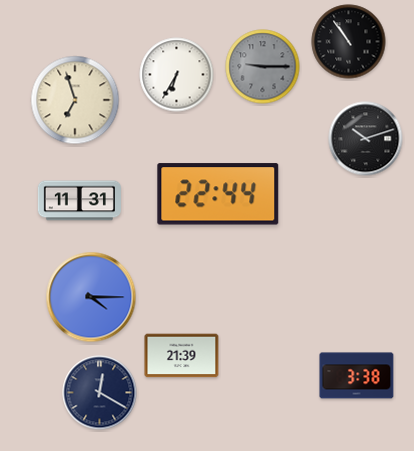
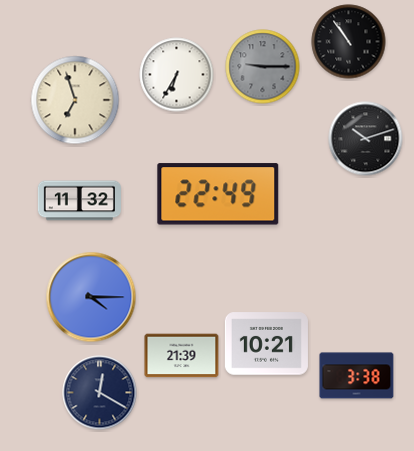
clock at (218, 194): 22:44 -> 22:49
clock at (79, 201): 11:31 -> 11:32
clock at (266, 344): none -> 10:21
